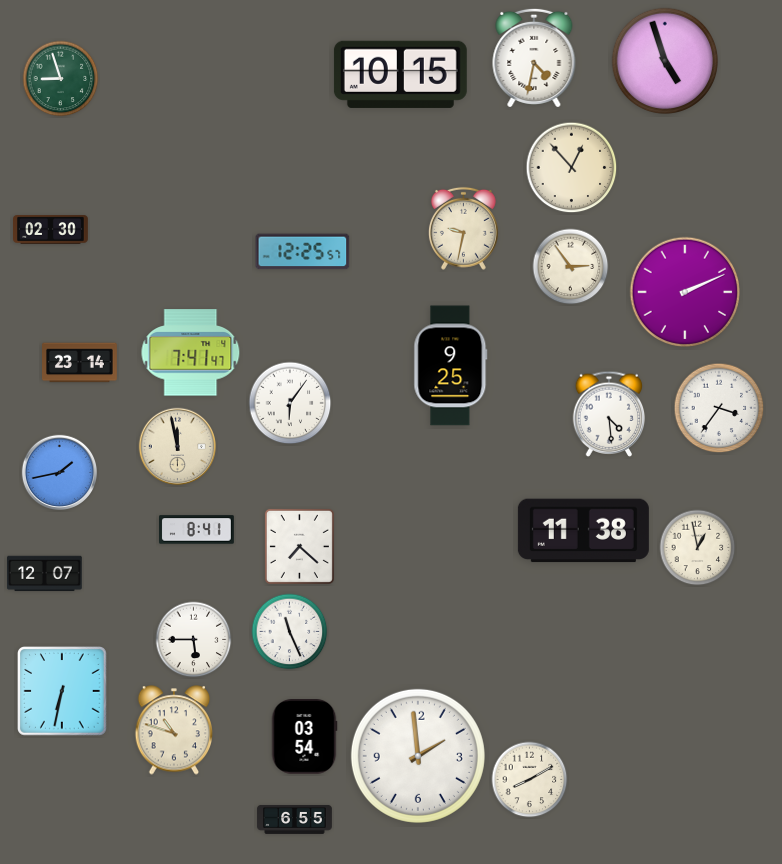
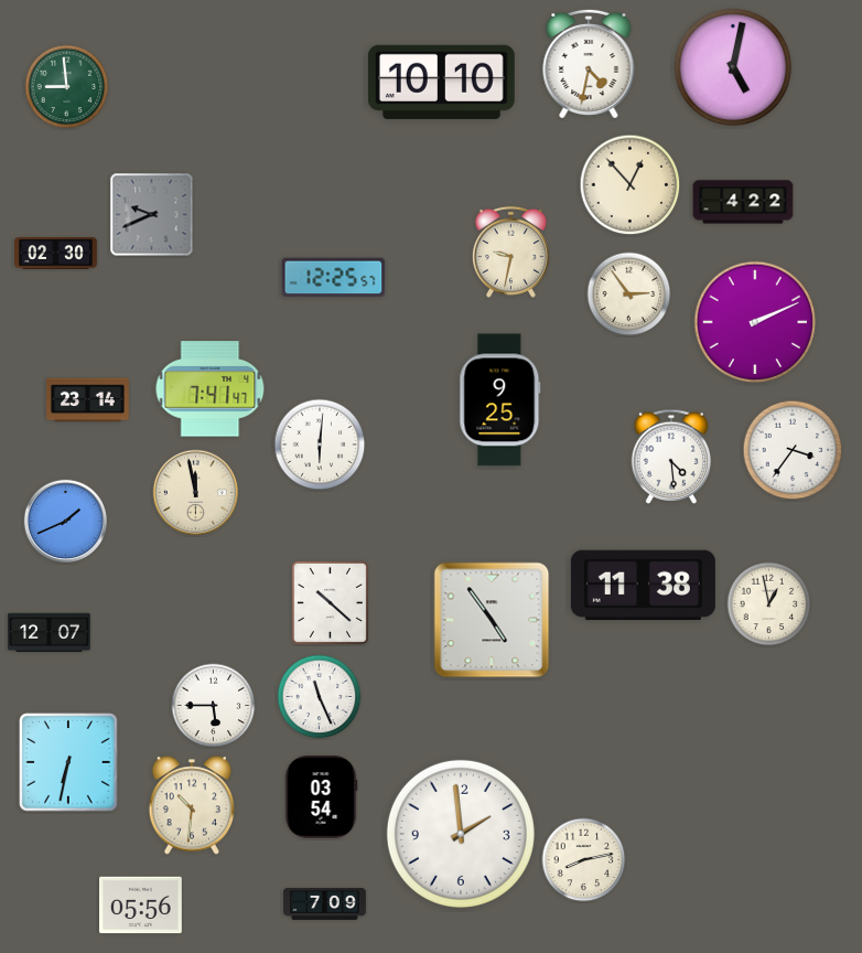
clock at (665, 61): 4:57 -> 5:02
clock at (400, 74): 10:15 -> 10:10
clock at (61, 79): 8:57 -> 8:59
clock at (743, 202): none -> 4:22
clock at (152, 215): none -> 9:41
clock at (451, 366) position: (451, 366) -> (500, 400)
clock at (290, 403): 6:06 -> 6:01
clock at (59, 472): 1:43 -> 1:41
clock at (197, 530): 8:41 -> none
clock at (299, 546): 7:22 -> 10:22
clock at (492, 620): none -> 4:54
clock at (174, 730): 10:48 -> 10:31
clock at (304, 737) position: (304, 737) -> (321, 797)
clock at (530, 780): 8:10 -> 8:13
clock at (295, 819): 6:55 -> 7:09
clock at (141, 906): none -> 05:56
